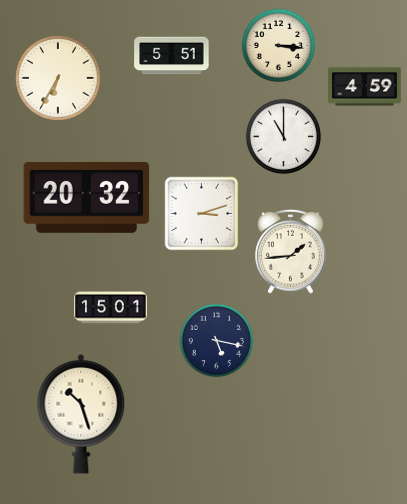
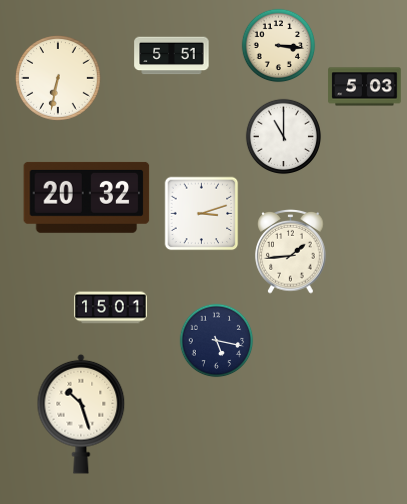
clock at (59, 79): 6:35 -> 6:32
clock at (365, 87): 4:59 -> 5:03
